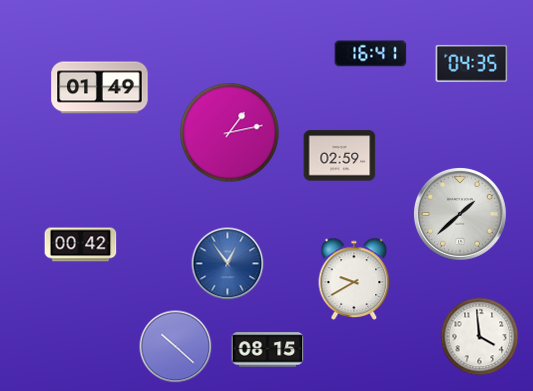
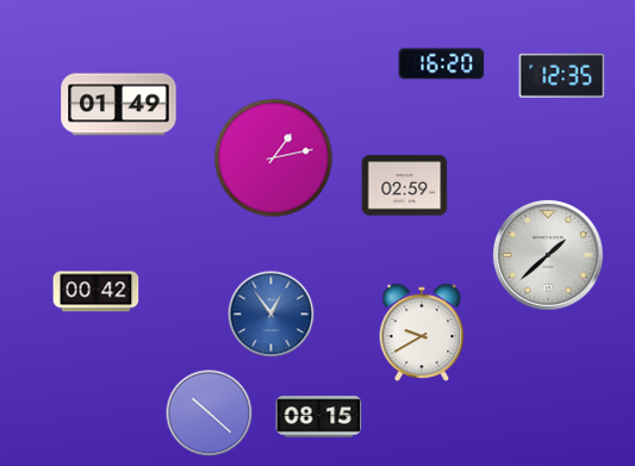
clock at (371, 54): 16:41 -> 16:20
clock at (472, 63): 04:35 -> 12:35
clock at (480, 337): 3:59 -> none
